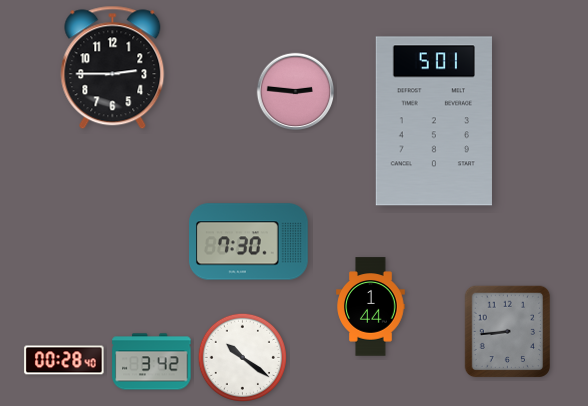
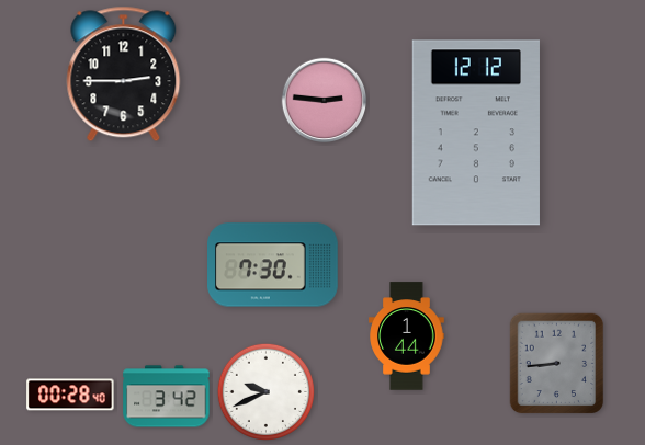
clock at (434, 121): 5:01 -> 12:12
clock at (242, 357): 10:21 -> 9:41
